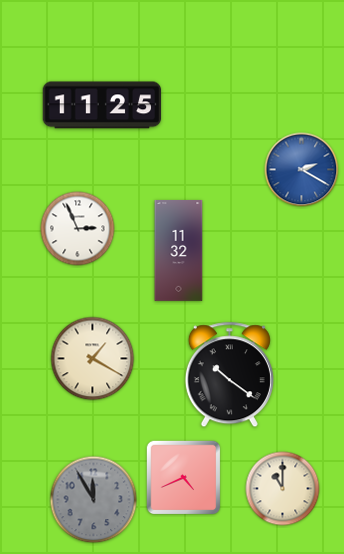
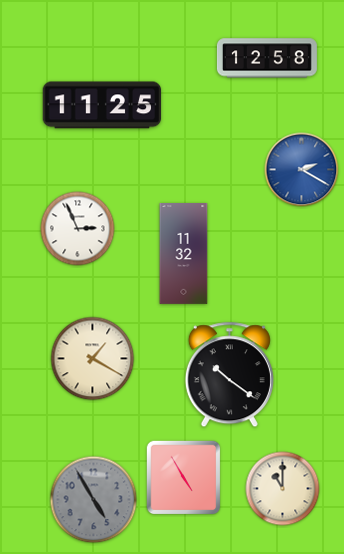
clock at (267, 58): none -> 12:58
clock at (179, 251) position: (179, 251) -> (184, 254)
clock at (184, 478): 4:41 -> 4:55
clock at (94, 500): 11:55 -> 4:55
